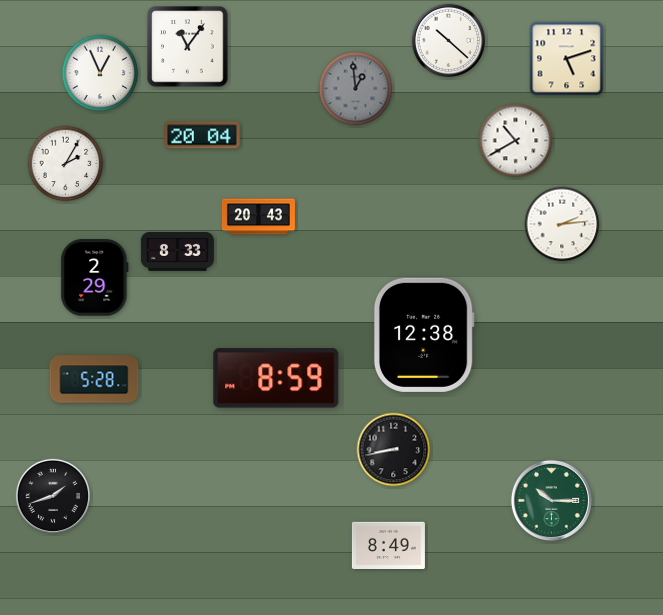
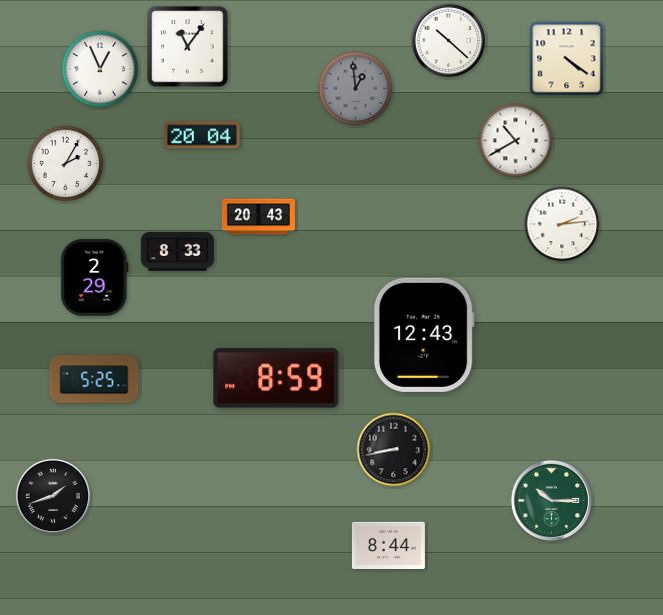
clock at (567, 59): 5:12 -> 4:21
clock at (100, 73) position: (100, 73) -> (100, 69)
clock at (424, 335): 12:38 -> 12:43
clock at (94, 379): 5:28 -> 5:25
clock at (388, 545): 8:49 -> 8:44
